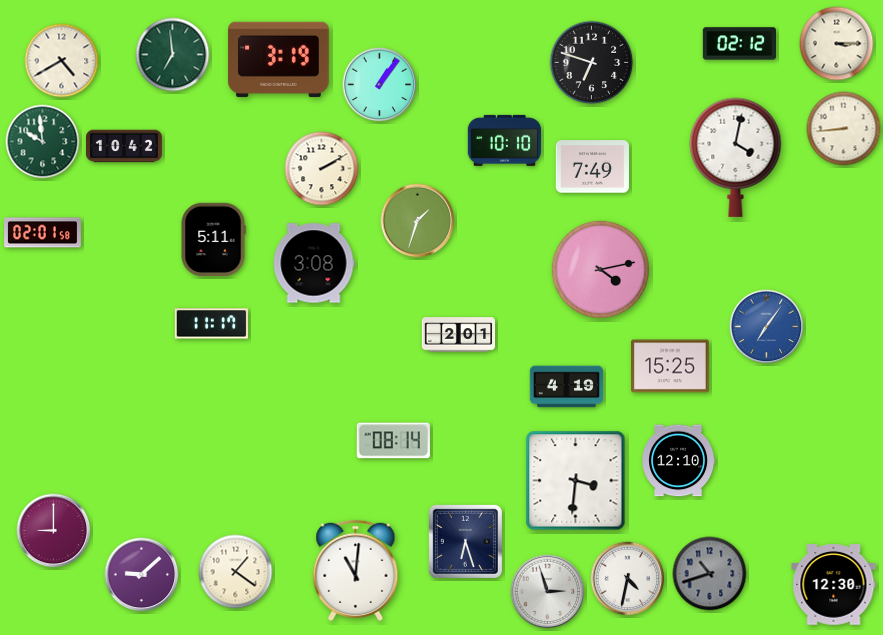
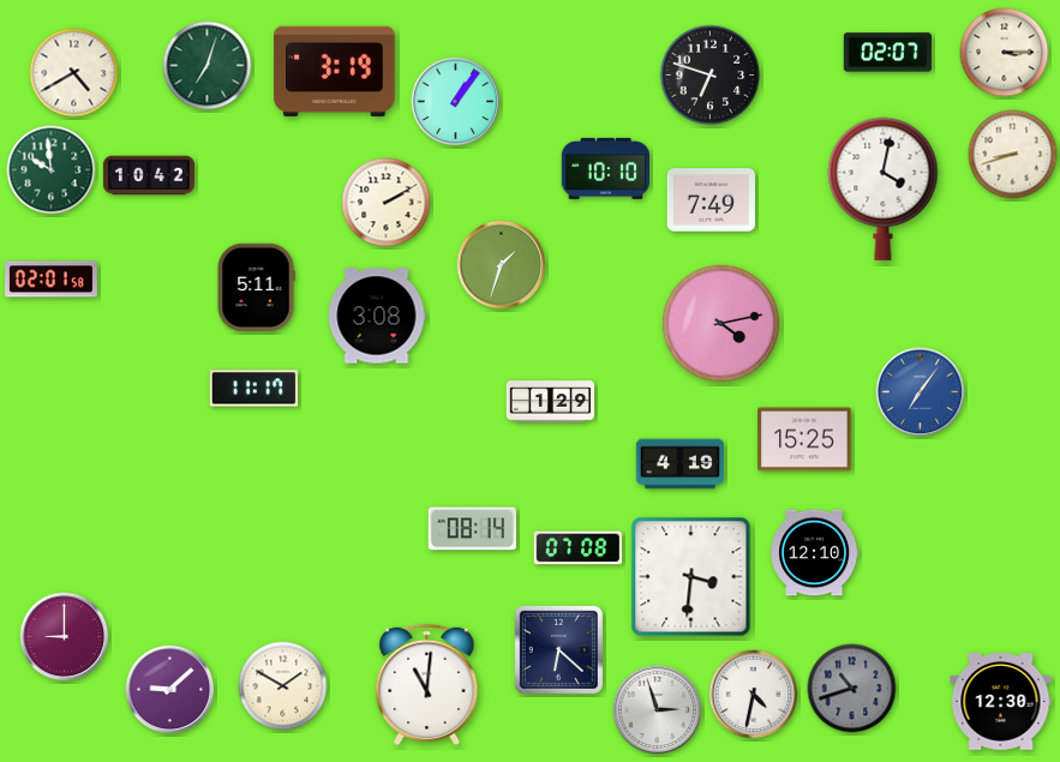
clock at (739, 44): 02:12 -> 02:07
clock at (173, 55): 6:59 -> 7:03
clock at (844, 129): 8:44 -> 8:42
clock at (459, 335): 2:01 -> 1:29
clock at (579, 548): none -> 07:08
clock at (465, 541): 6:27 -> 6:22
clock at (236, 572): 1:21 -> 1:50
